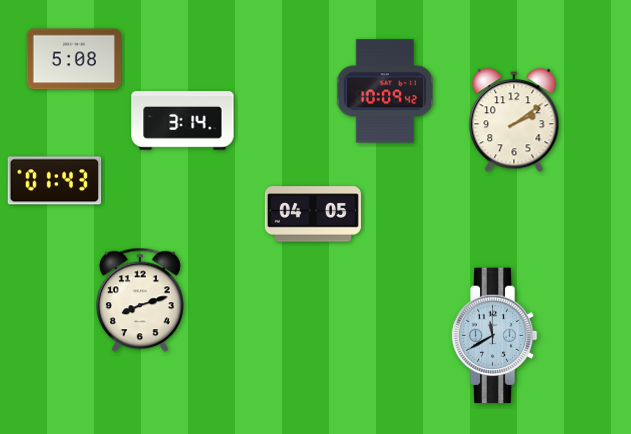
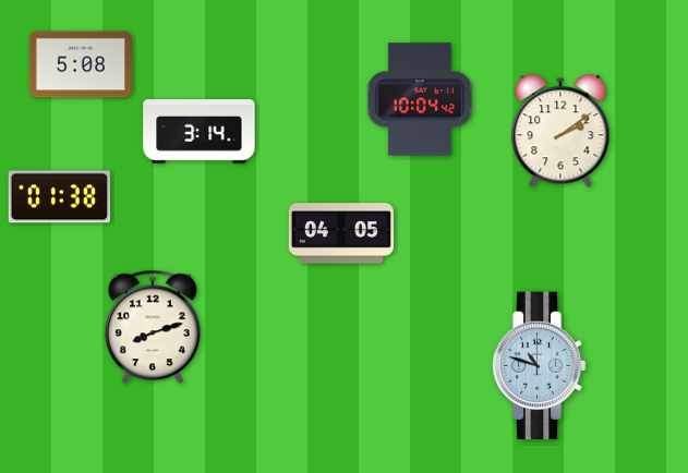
clock at (385, 91): 10:09 -> 10:04
clock at (55, 181): 01:43 -> 01:38
clock at (494, 336): 11:40 -> 10:48
